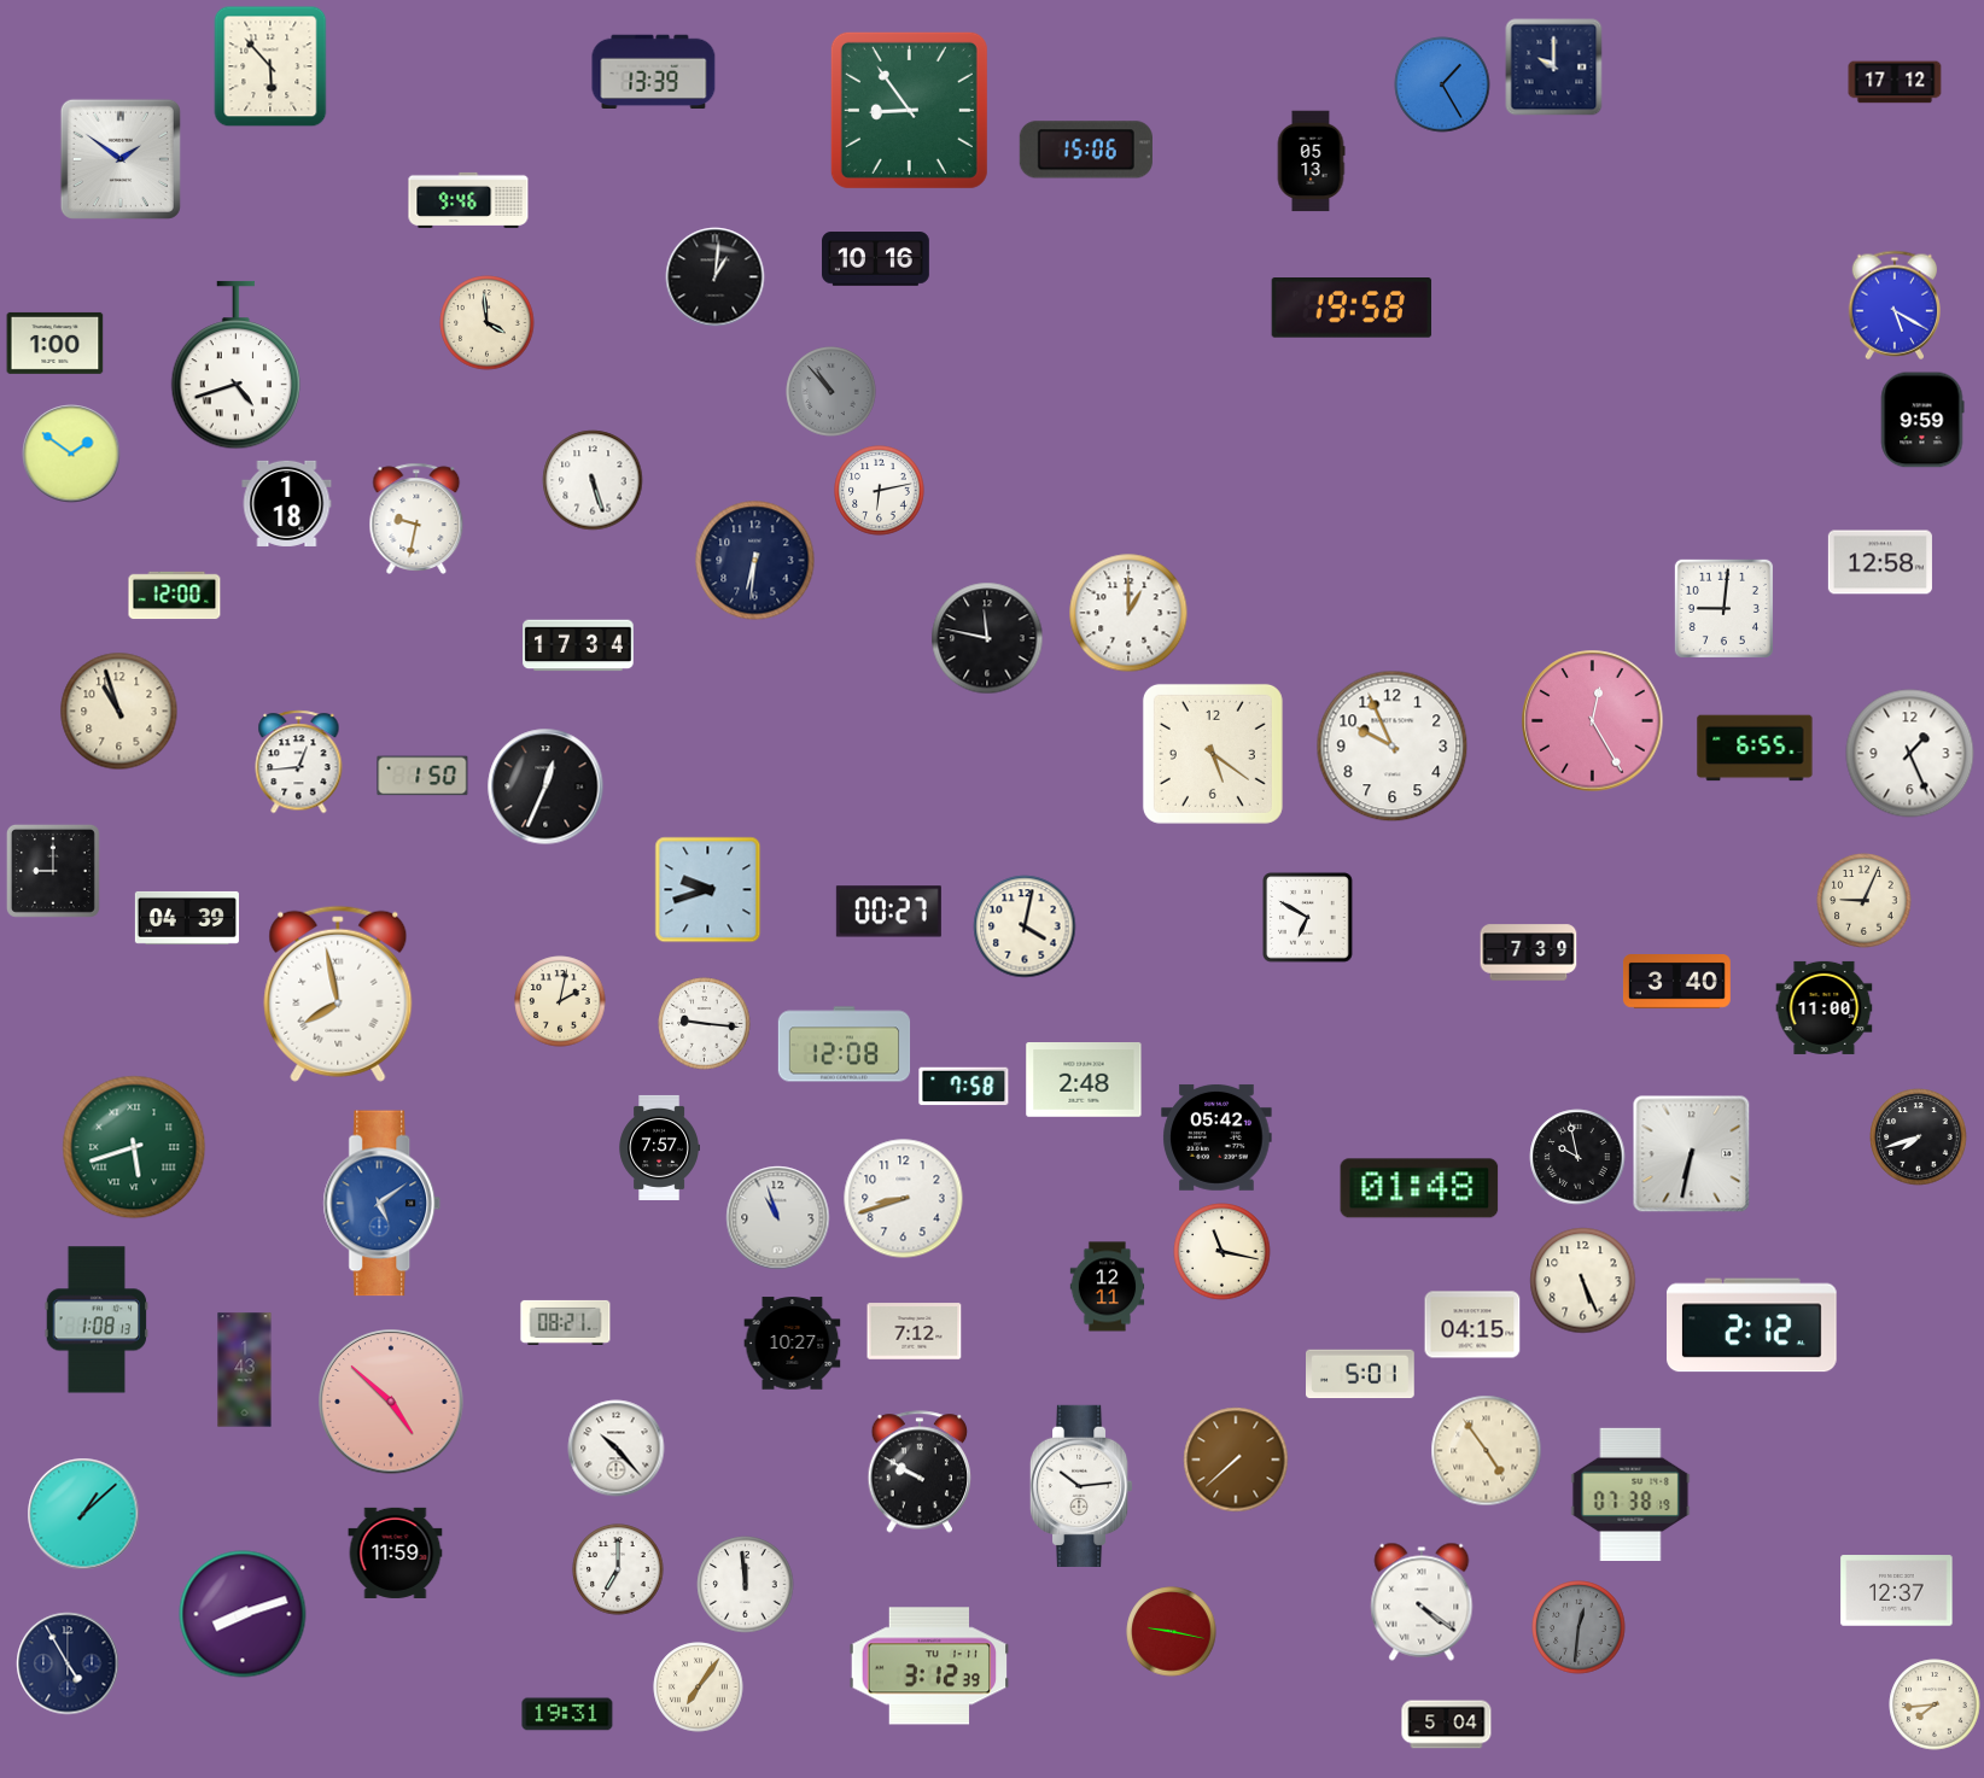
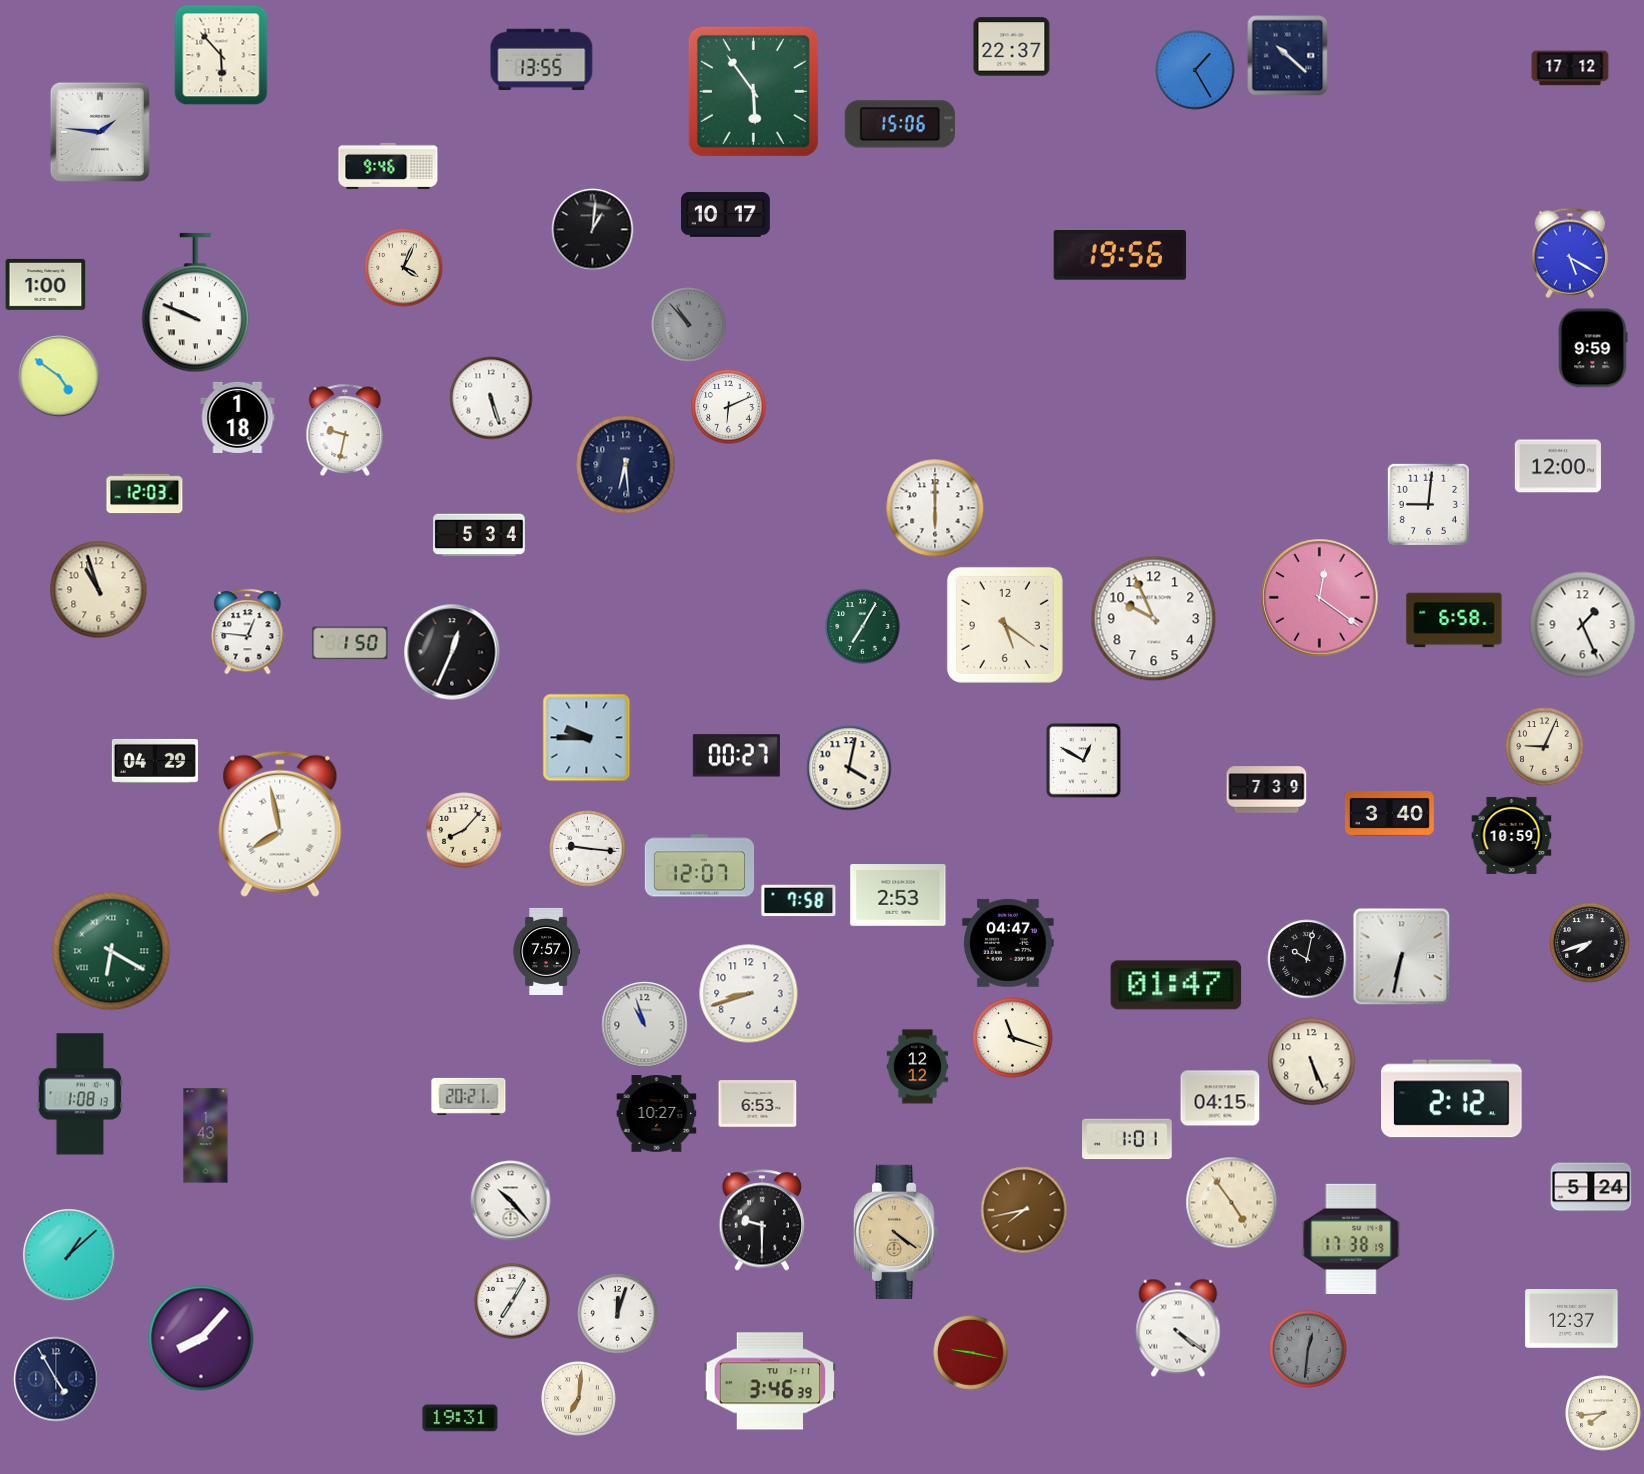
clock at (1012, 47): none -> 22:37
clock at (270, 66) position: (270, 66) -> (221, 55)
clock at (1554, 68): 10:00 -> 10:22
clock at (654, 72): 13:39 -> 13:55
clock at (909, 110): 8:54 -> 5:54
clock at (121, 159): 1:51 -> 1:46
clock at (1311, 162): 05:13 -> none
clock at (876, 259): 10:16 -> 10:17
clock at (1352, 308): 19:58 -> 19:56
clock at (488, 323): 3:59 -> 4:04
clock at (237, 365): 4:42 -> 9:49
clock at (71, 454): 1:51 -> 4:51
clock at (880, 491): 6:13 -> 6:11
clock at (755, 561): 6:31 -> 6:29
clock at (1880, 562): 12:58 -> 12:00
clock at (175, 596): 12:00 -> 12:03
clock at (1128, 613): 1:00 -> 6:00
clock at (987, 638): 11:47 -> none
clock at (578, 645): 17:34 -> 5:34
clock at (1593, 721): 12:25 -> 12:21
clock at (1755, 748): 6:55 -> 6:58
clock at (863, 627): none -> 7:05
clock at (299, 762): 12:44 -> 12:46
clock at (53, 871): 9:00 -> none
clock at (708, 890): 9:42 -> 9:45
clock at (187, 918): 04:39 -> 04:29
clock at (1308, 918): 6:50 -> 12:50
clock at (560, 1001): 2:02 -> 8:07
clock at (1825, 1007): 11:00 -> 10:59
clock at (705, 1024) position: (705, 1024) -> (588, 849)
clock at (845, 1045): 12:08 -> 12:07
clock at (1084, 1081): 2:48 -> 2:53
clock at (1216, 1137): 05:42 -> 04:47
clock at (134, 1147): 5:42 -> 6:20
clock at (1577, 1157): 9:58 -> 10:02
clock at (1419, 1188): 01:48 -> 01:47
clock at (383, 1204): 5:09 -> none
clock at (778, 1218) position: (778, 1218) -> (645, 1025)
clock at (1223, 1252): 11:17 -> 11:18
clock at (1108, 1287): 12:11 -> 12:12
clock at (566, 1322): 08:21 -> 20:21
clock at (915, 1332): 7:12 -> 6:53
clock at (245, 1370) position: (245, 1370) -> (206, 1136)
clock at (1361, 1374): 5:01 -> 1:01
clock at (391, 1402): 4:52 -> none
clock at (1591, 1187): none -> 5:24
clock at (1236, 1460): 7:38 -> 7:43
clock at (920, 1472): 9:50 -> 9:30
clock at (1081, 1486): 10:14 -> 4:21
clock at (1081, 1486) dial: white -> champagne
clock at (1630, 1495): 07:38 -> 17:38
clock at (396, 1552): 11:59 -> none
clock at (618, 1569): 7:00 -> 7:05
clock at (746, 1585): 11:59 -> 12:03
clock at (243, 1614): 8:12 -> 8:07
clock at (929, 1666): 3:12 -> 3:46
clock at (699, 1688): 7:06 -> 7:01
clock at (567, 1714) position: (567, 1714) -> (460, 1418)
clock at (1447, 1725): 5:04 -> none
